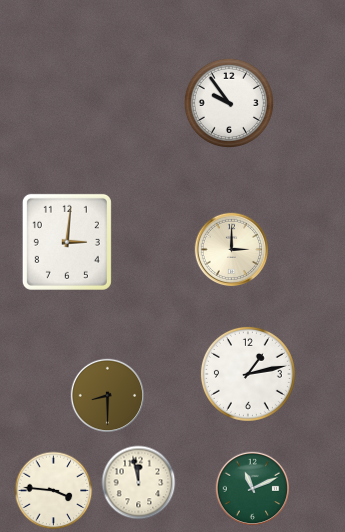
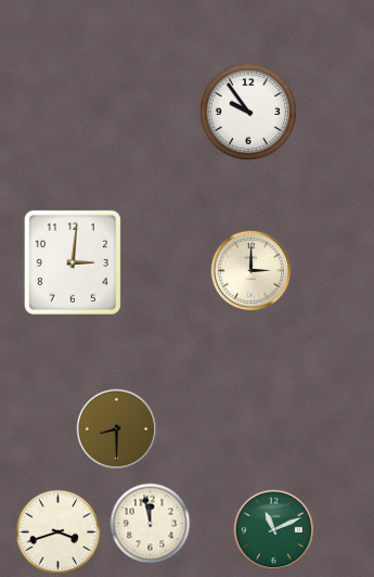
clock at (248, 374): 1:13 -> none
clock at (54, 491): 3:46 -> 3:42
